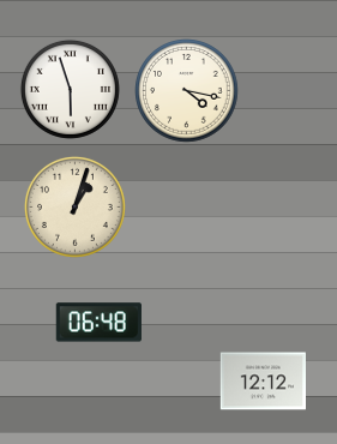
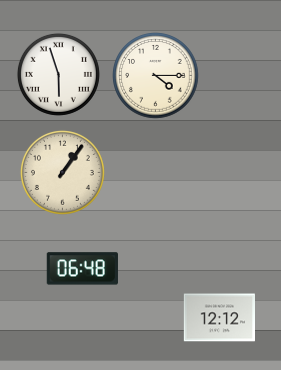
clock at (187, 91): 4:17 -> 4:15
clock at (74, 206): 1:03 -> 1:06
